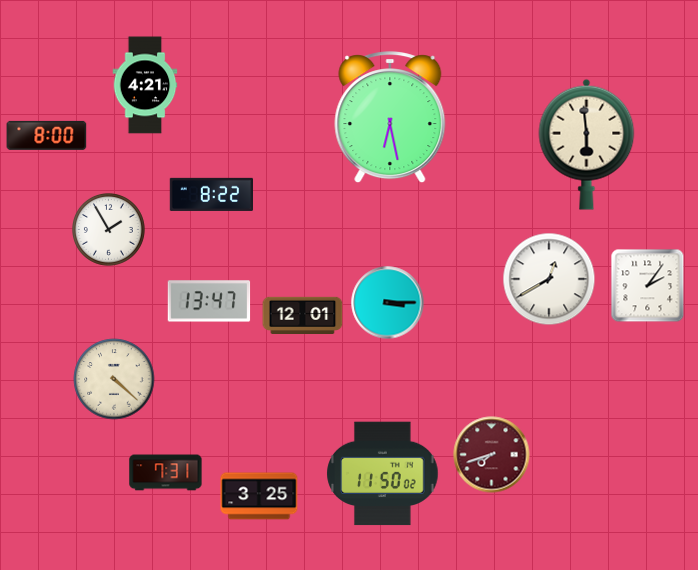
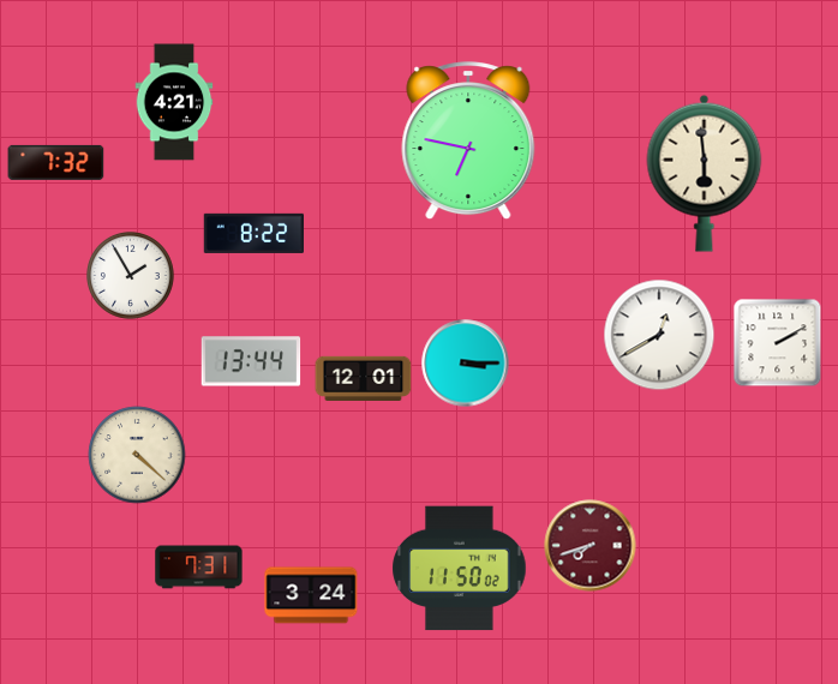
clock at (390, 118): 6:28 -> 6:47
clock at (47, 135): 8:00 -> 7:32
clock at (648, 286): 2:06 -> 2:10
clock at (209, 301): 13:47 -> 13:44
clock at (259, 496): 3:25 -> 3:24
